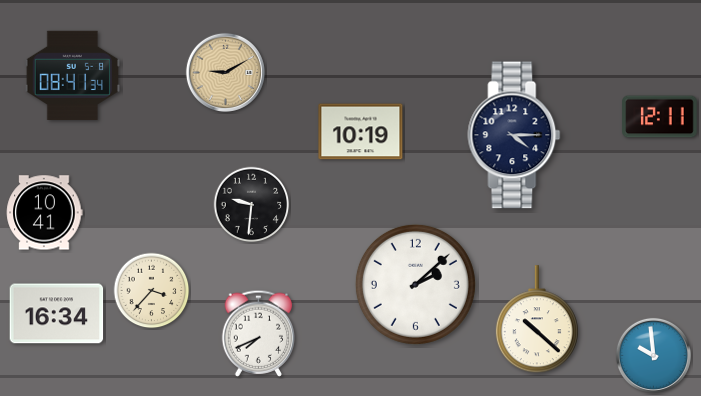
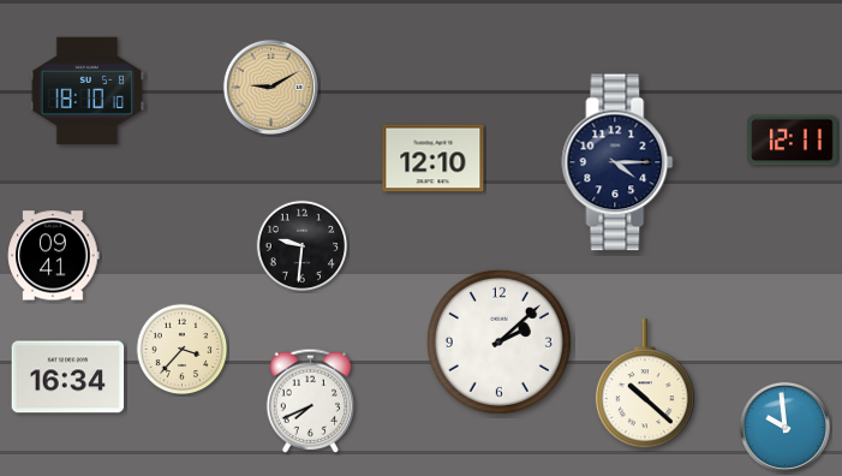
clock at (72, 75): 08:41 -> 18:10
clock at (361, 132): 10:19 -> 12:10
clock at (45, 213): 10:41 -> 09:41
